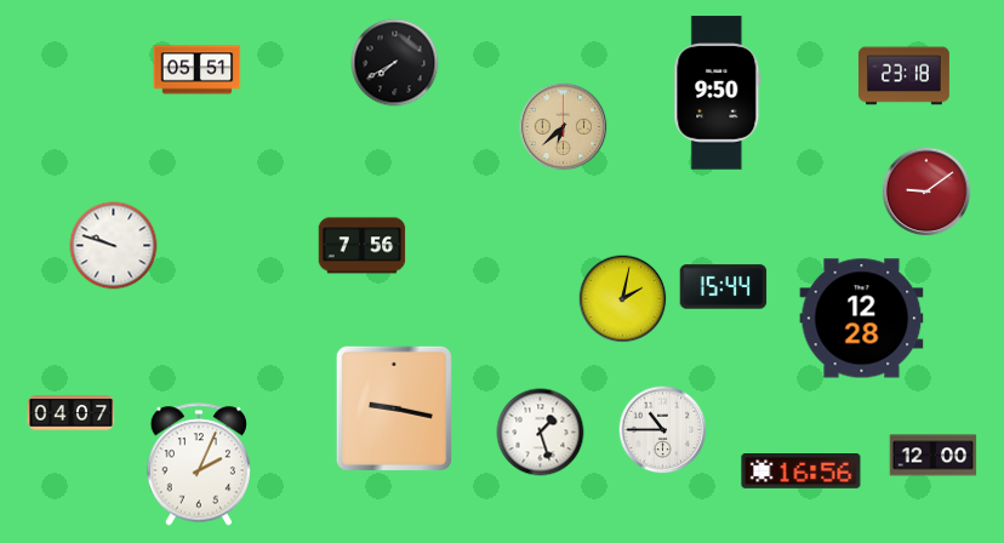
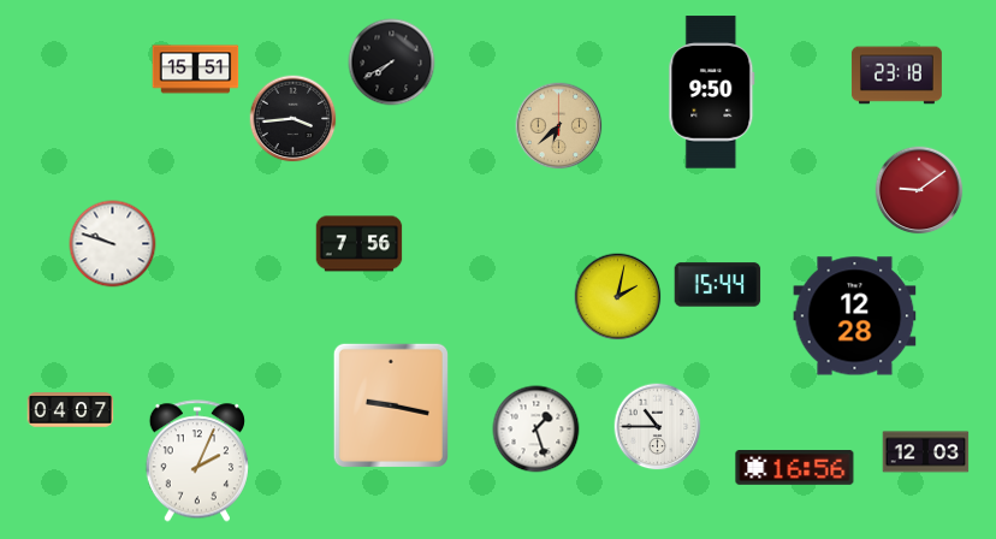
clock at (198, 70): 05:51 -> 15:51
clock at (294, 119): none -> 3:44
clock at (934, 456): 12:00 -> 12:03
